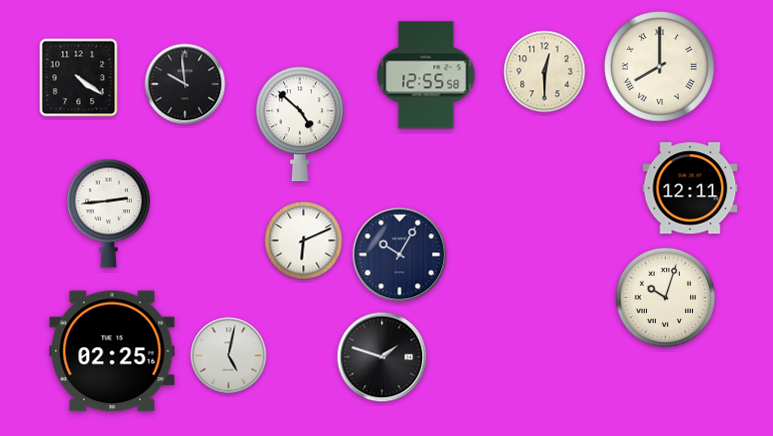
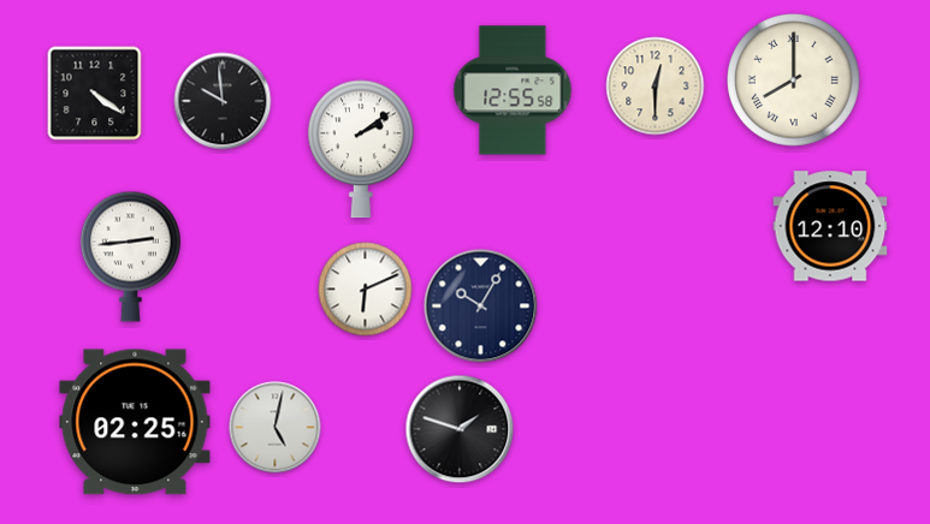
clock at (300, 124): 4:52 -> 2:09
clock at (690, 188): 12:11 -> 12:10
clock at (666, 298): 10:03 -> none
